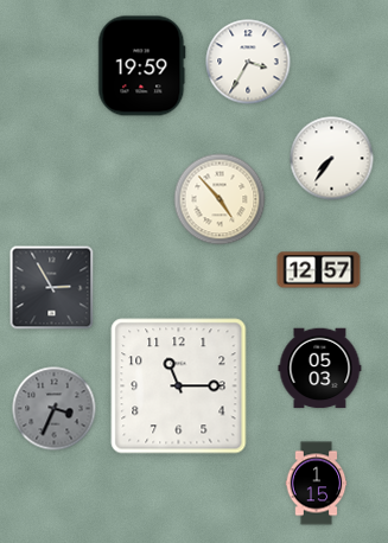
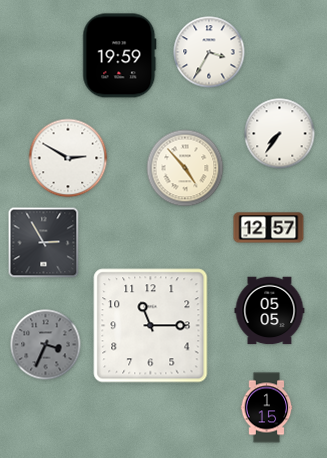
clock at (68, 158): none -> 2:50
clock at (320, 369): 05:03 -> 05:05
